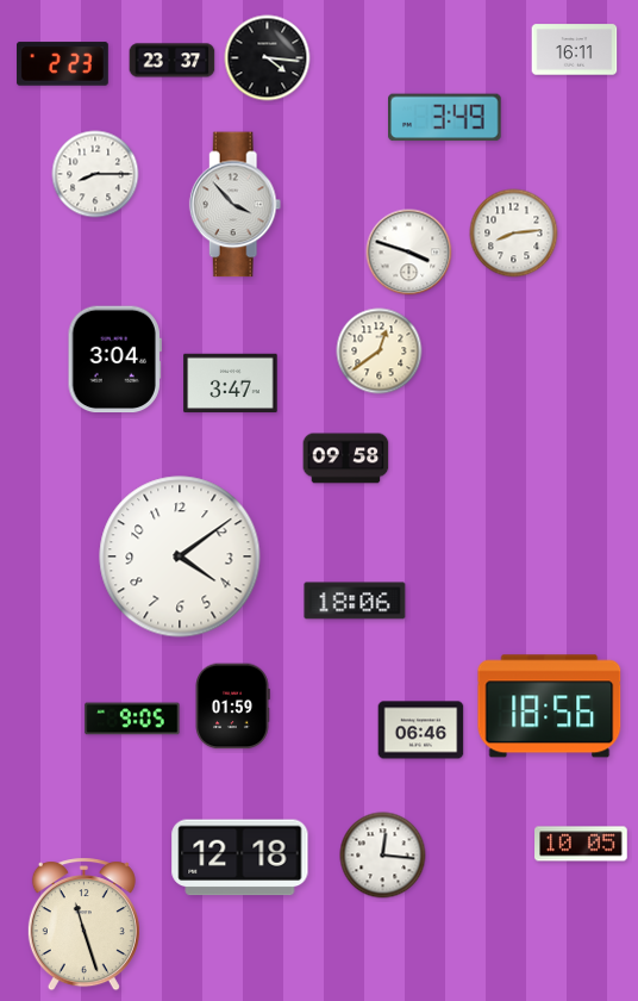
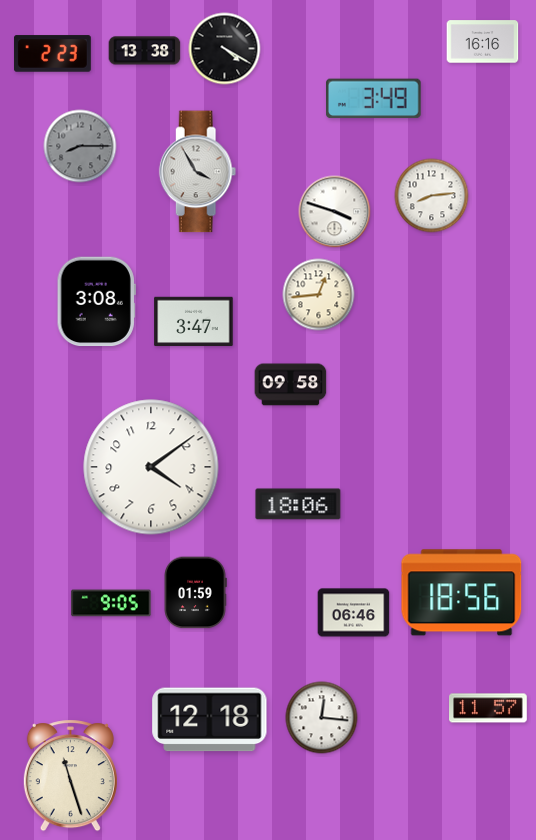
clock at (575, 50): 16:11 -> 16:16
clock at (268, 58): 4:16 -> 4:20
clock at (173, 61): 23:37 -> 13:38
clock at (95, 174) dial: white -> grey
clock at (236, 205): 3:53 -> 3:55
clock at (409, 253) position: (409, 253) -> (335, 212)
clock at (380, 352): 12:39 -> 12:44
clock at (114, 360): 3:04 -> 3:08
clock at (581, 844): 10:05 -> 11:57
clock at (240, 858) position: (240, 858) -> (210, 720)
